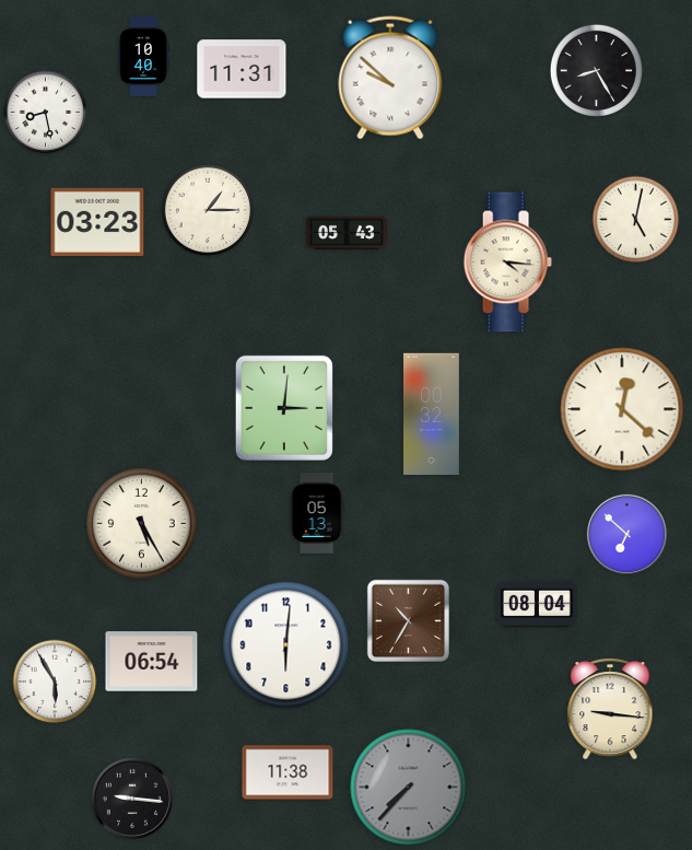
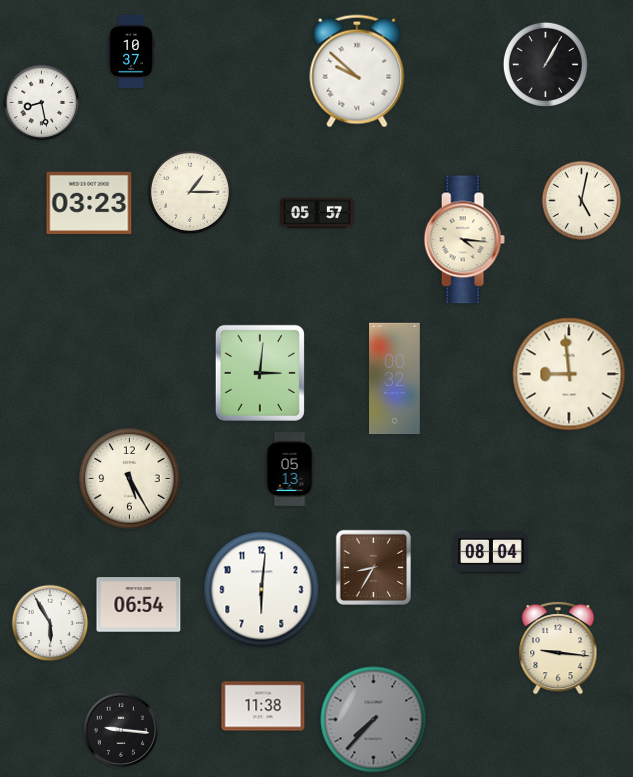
clock at (143, 56): 10:40 -> 10:37
clock at (242, 69): 11:31 -> none
clock at (596, 70): 8:25 -> 1:05
clock at (348, 232): 05:43 -> 05:57
clock at (622, 409): 12:22 -> 8:59
clock at (626, 534): 6:52 -> none
clock at (408, 620): 10:35 -> 8:35
